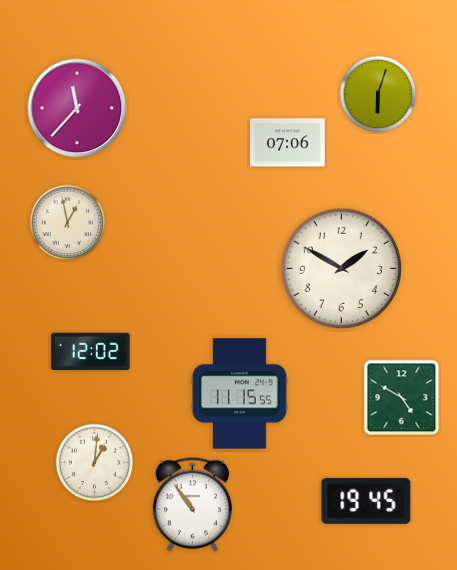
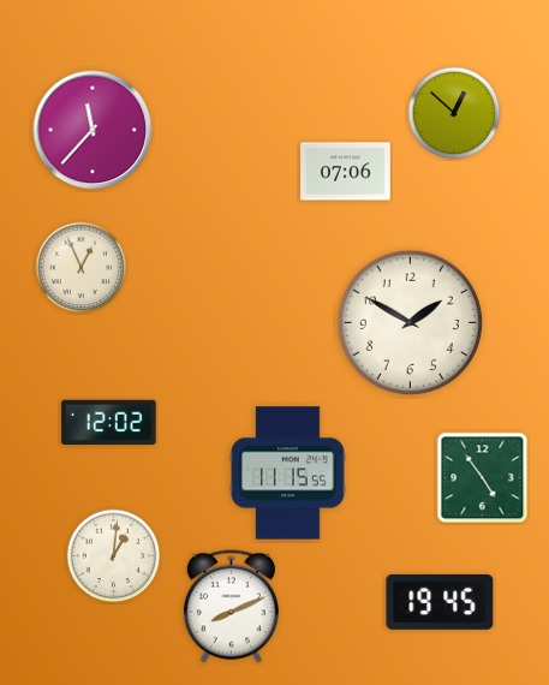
clock at (378, 94): 6:03 -> 12:52
clock at (68, 223): 12:58 -> 12:56
clock at (402, 398): 4:50 -> 4:54
clock at (192, 505): 10:54 -> 8:11
